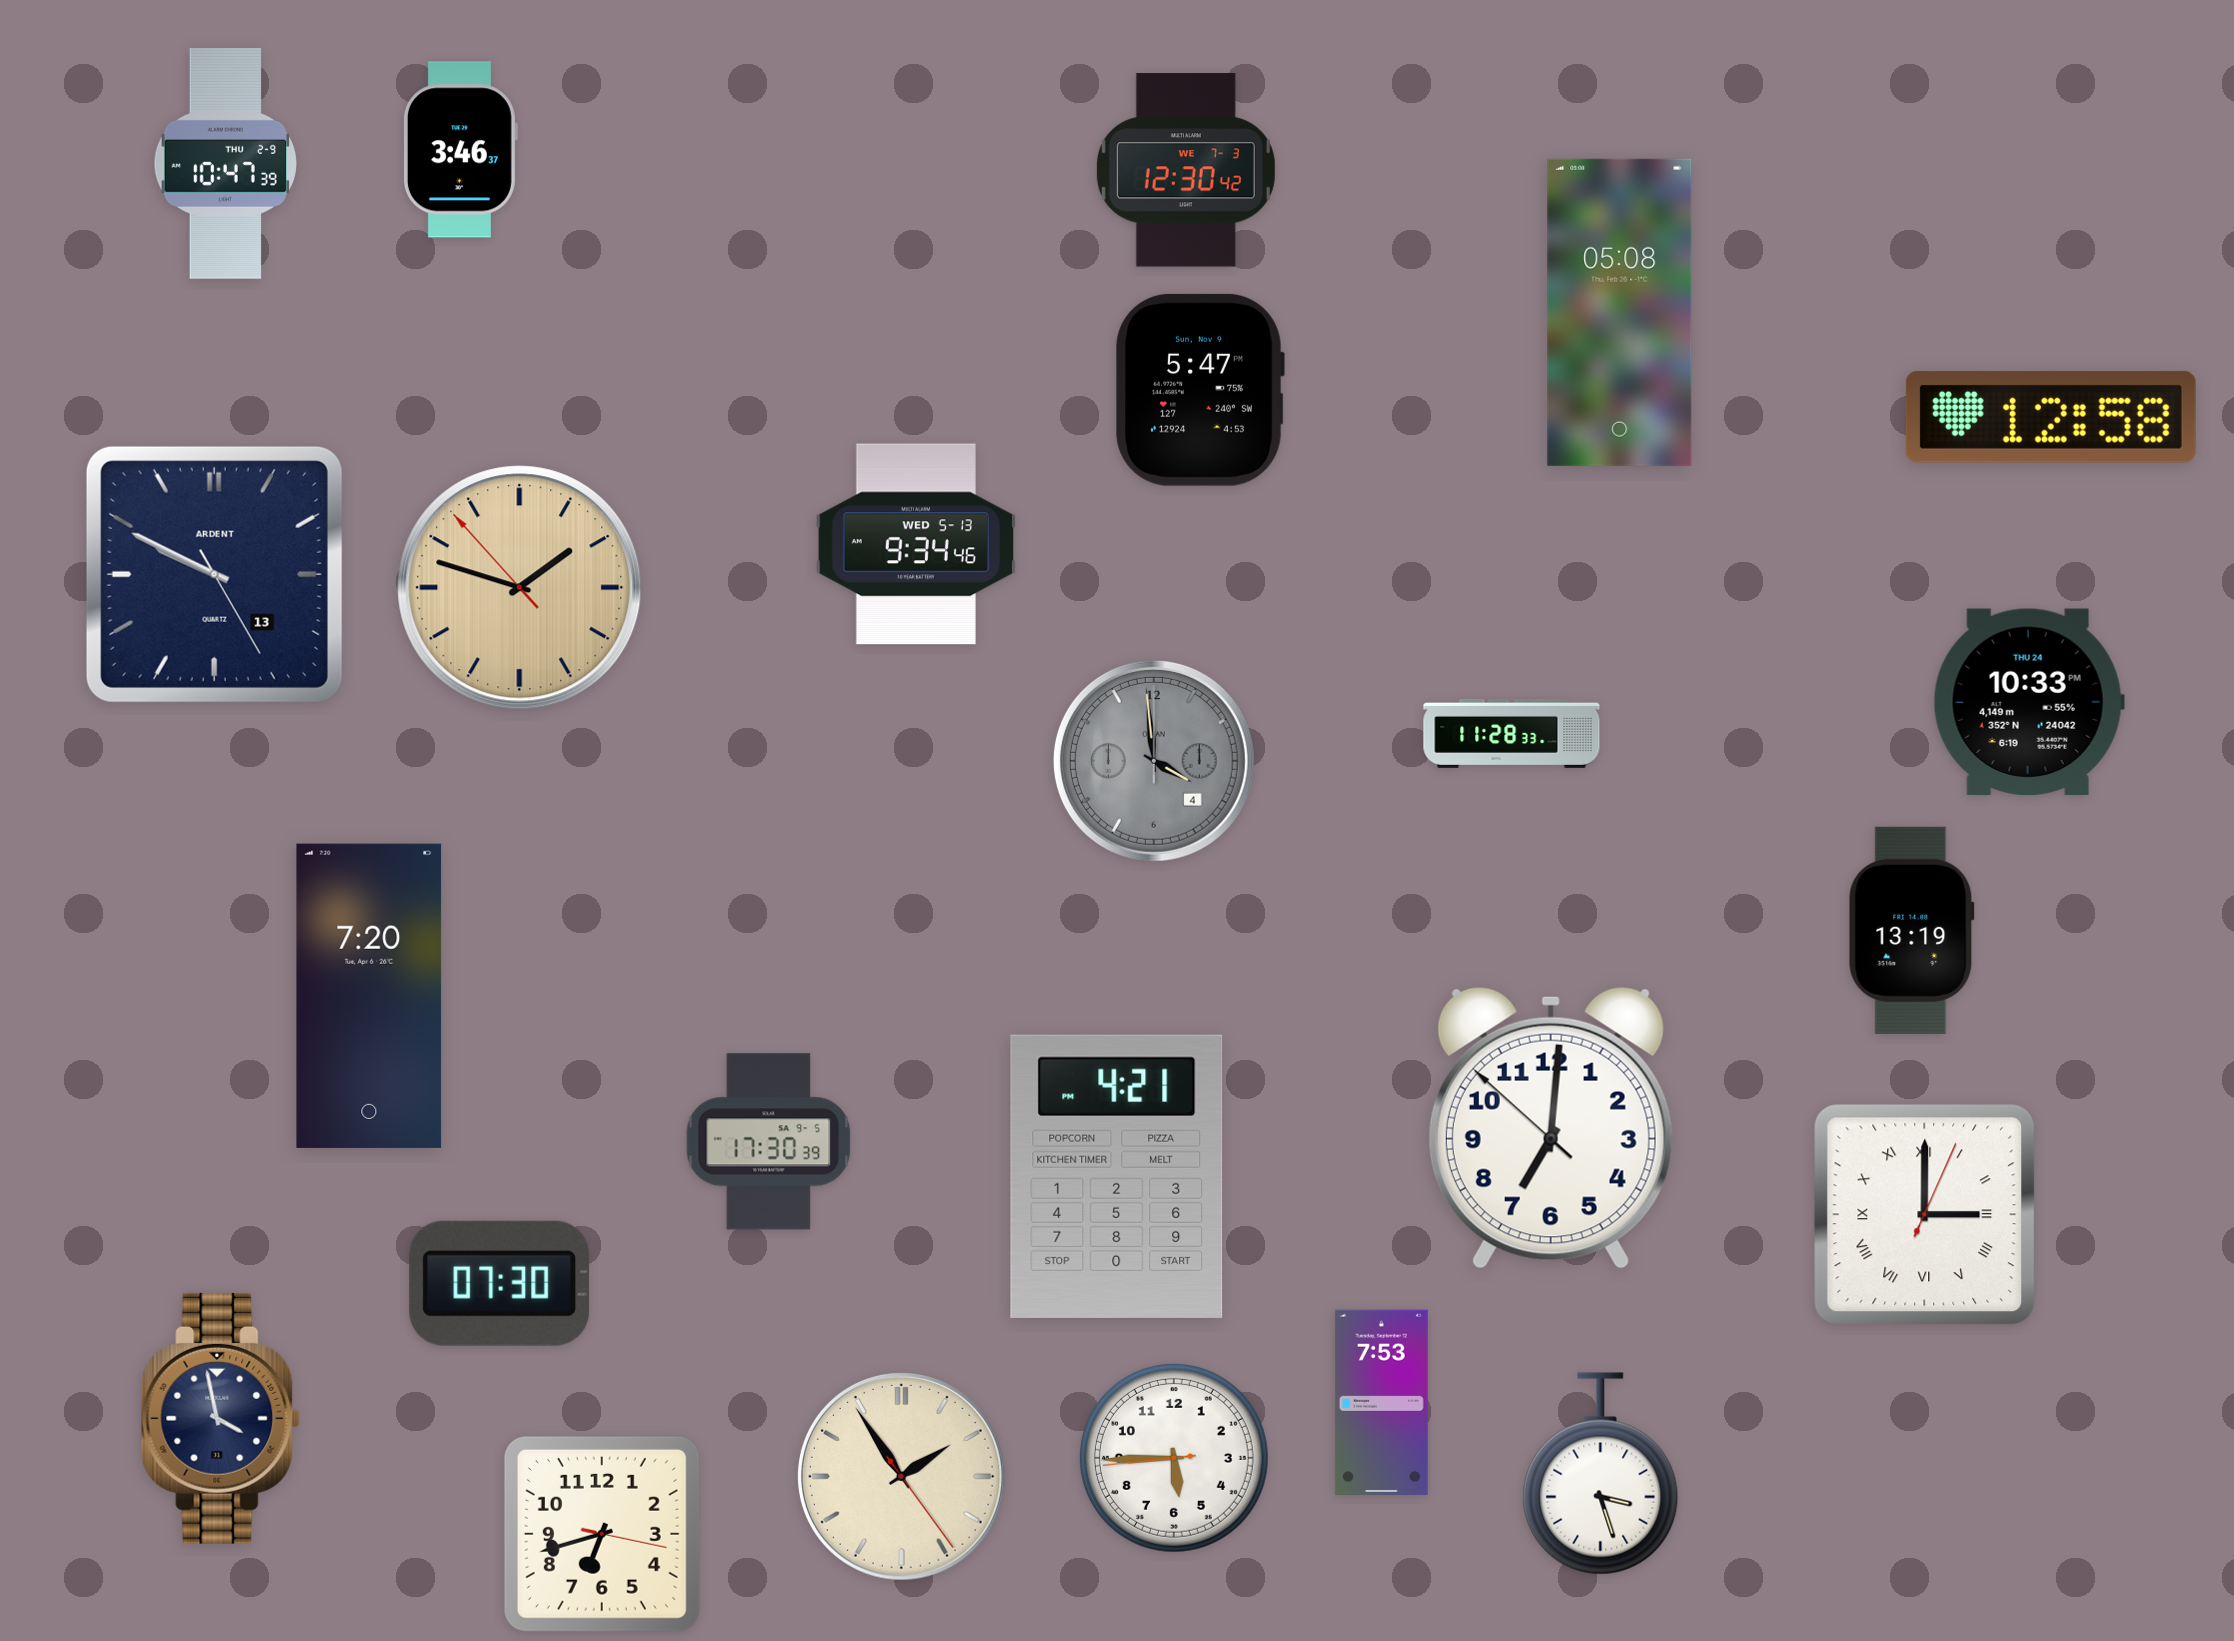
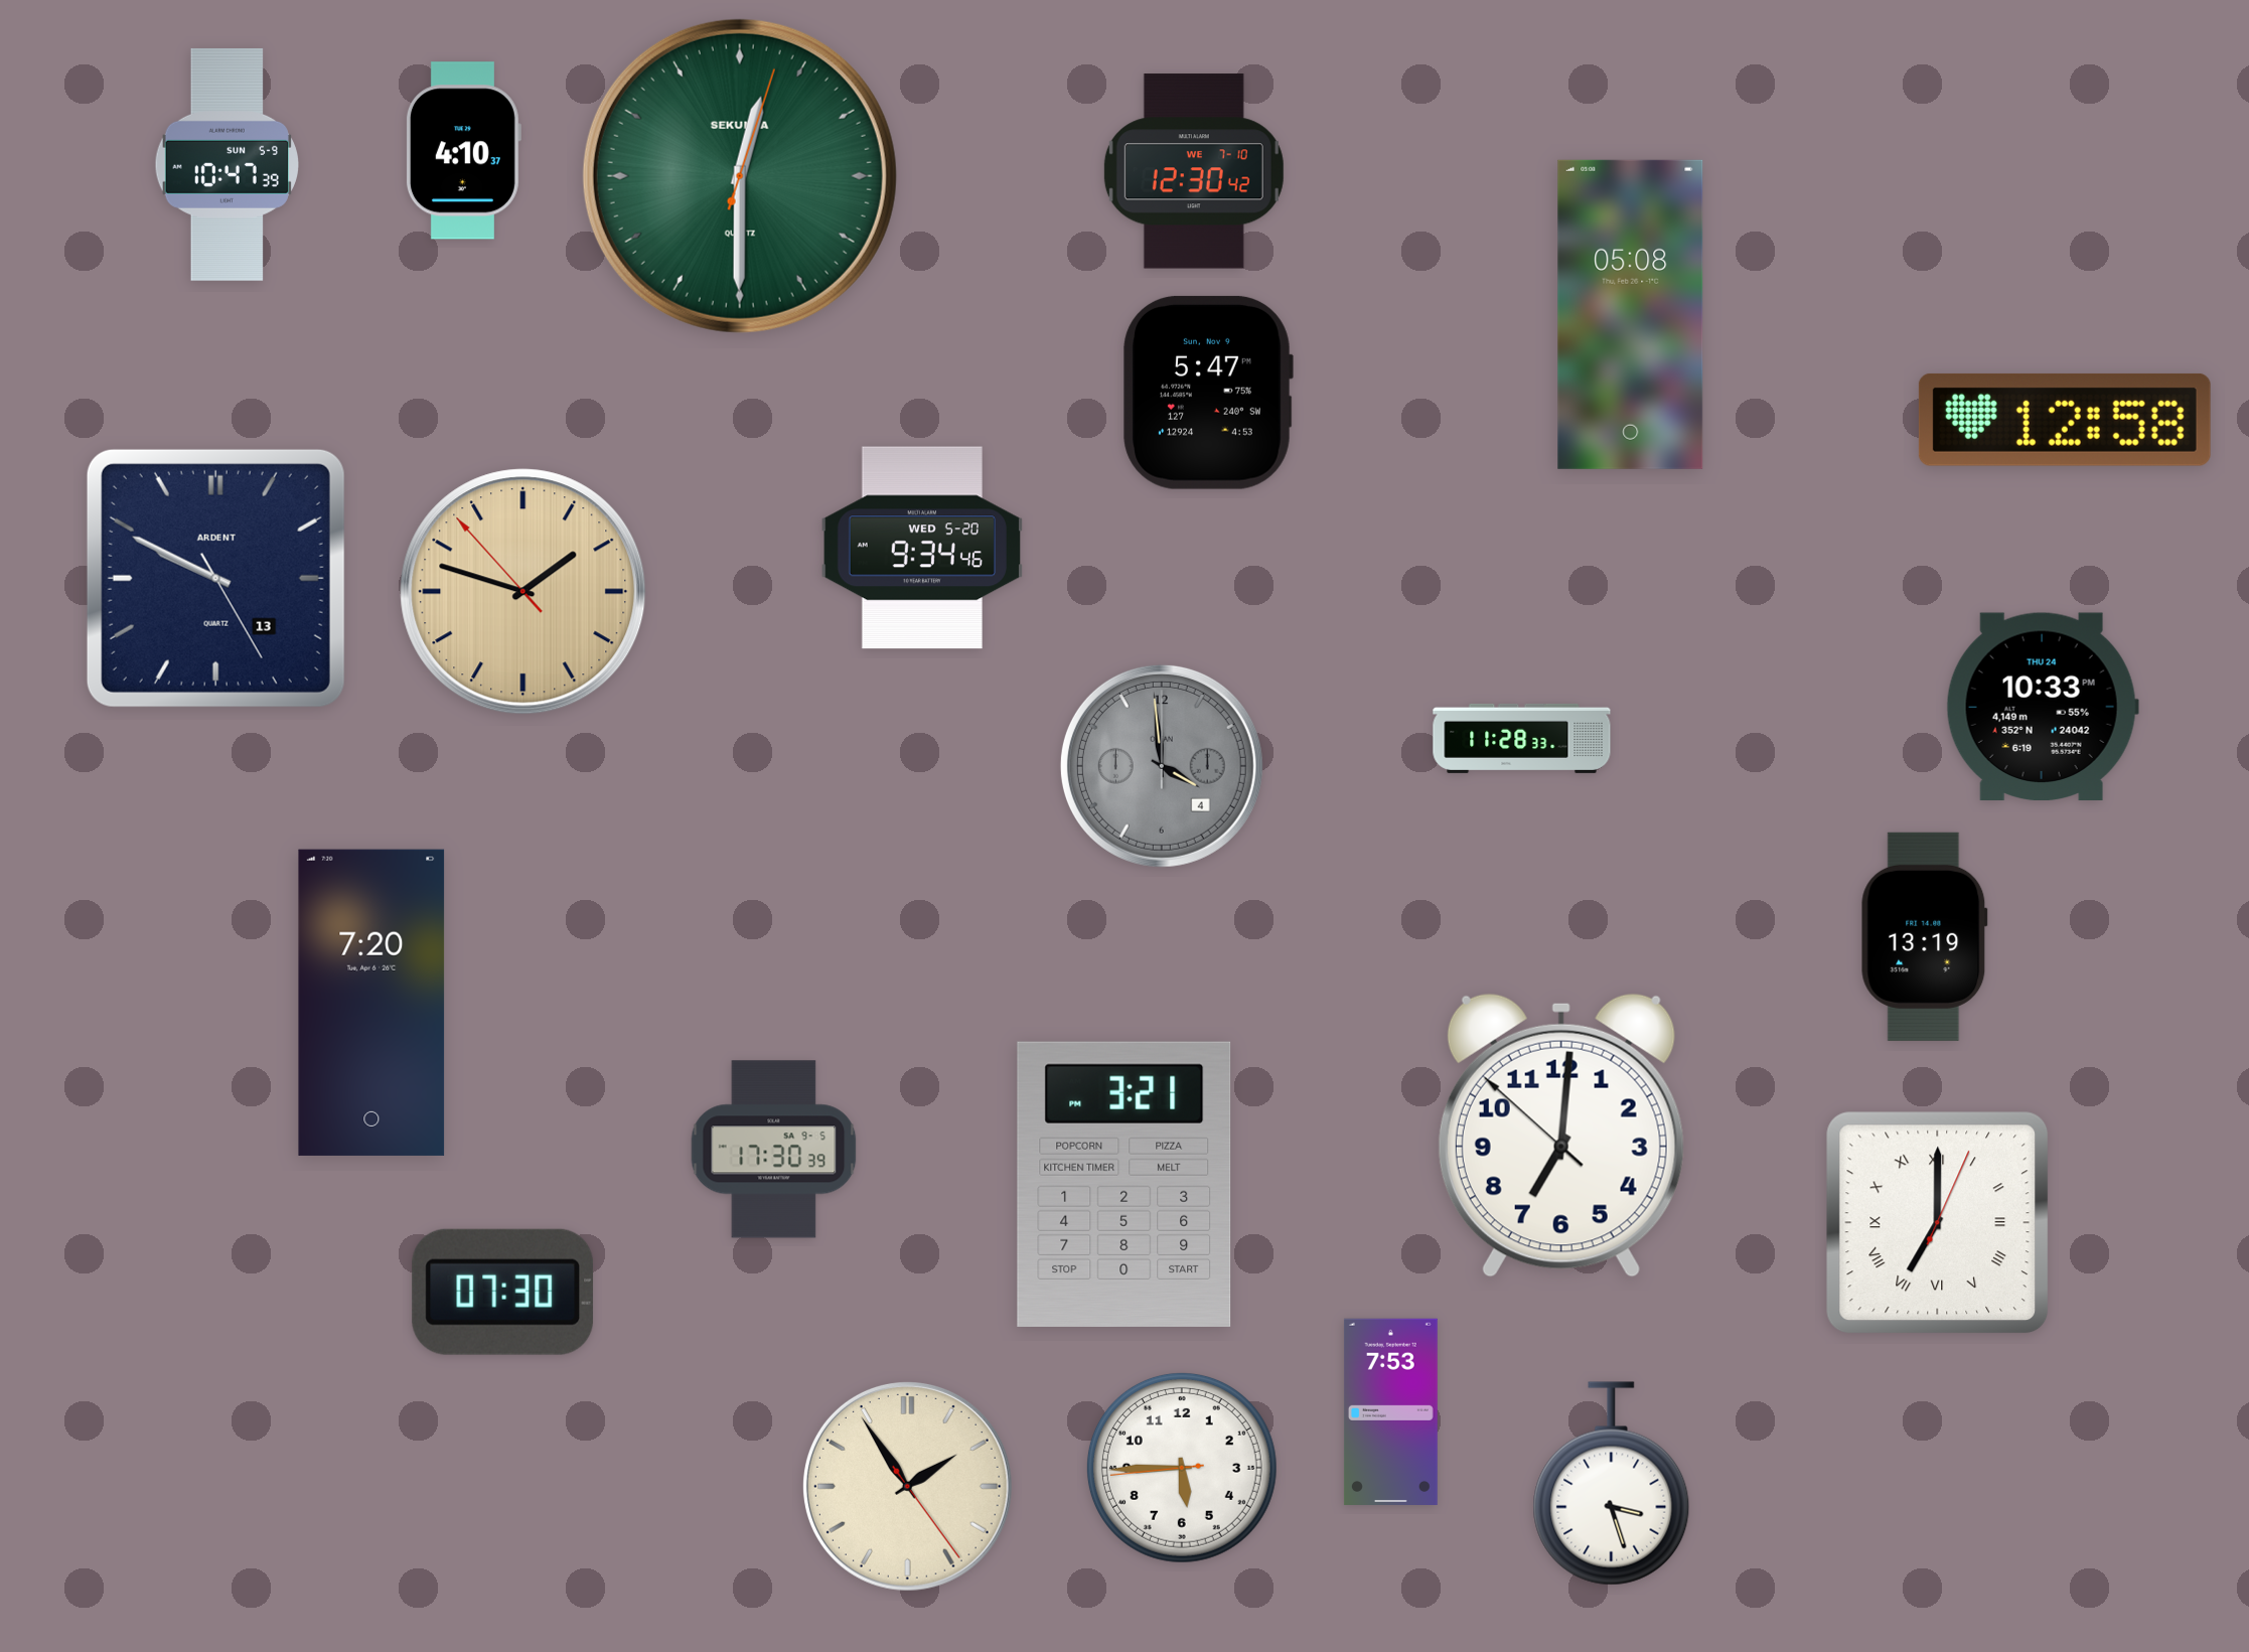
clock at (460, 150): 3:46 -> 4:10
clock at (225, 163) date: THU 2-9 -> SUN 5-9
clock at (1186, 170) date: WE 7-3 -> WE 7-10
clock at (740, 176): none -> 12:30
clock at (915, 544) date: WED 5-13 -> WED 5-20
clock at (1117, 1176): 4:21 -> 3:21
clock at (1925, 1215): 3:00 -> 7:00
clock at (221, 1418): 3:58 -> none
clock at (602, 1534): 6:42 -> none
